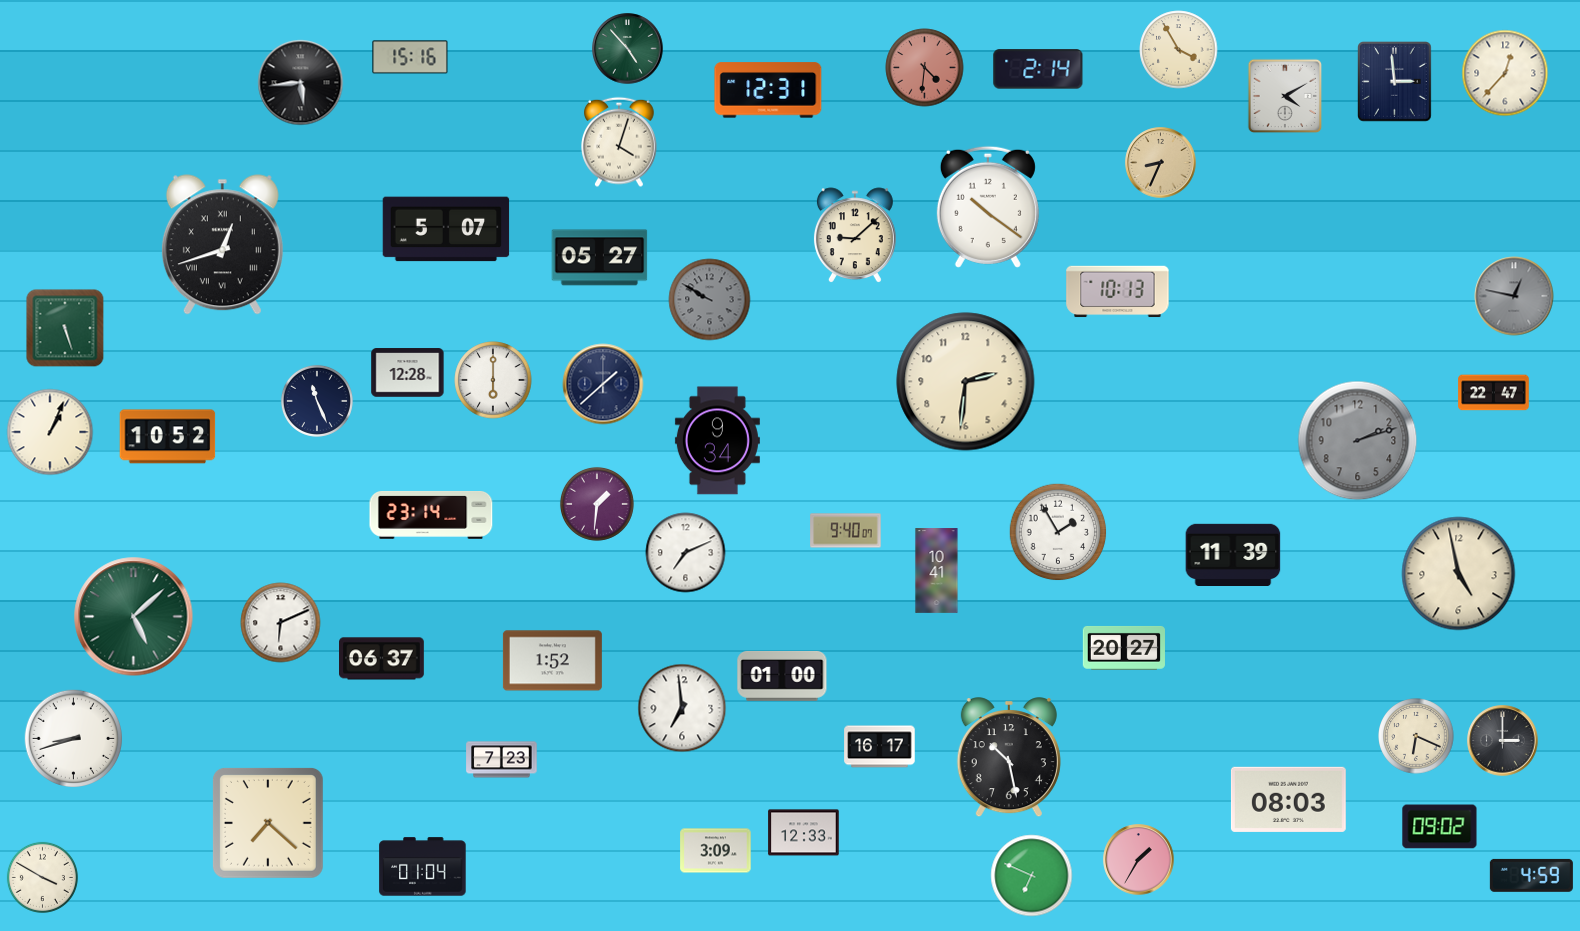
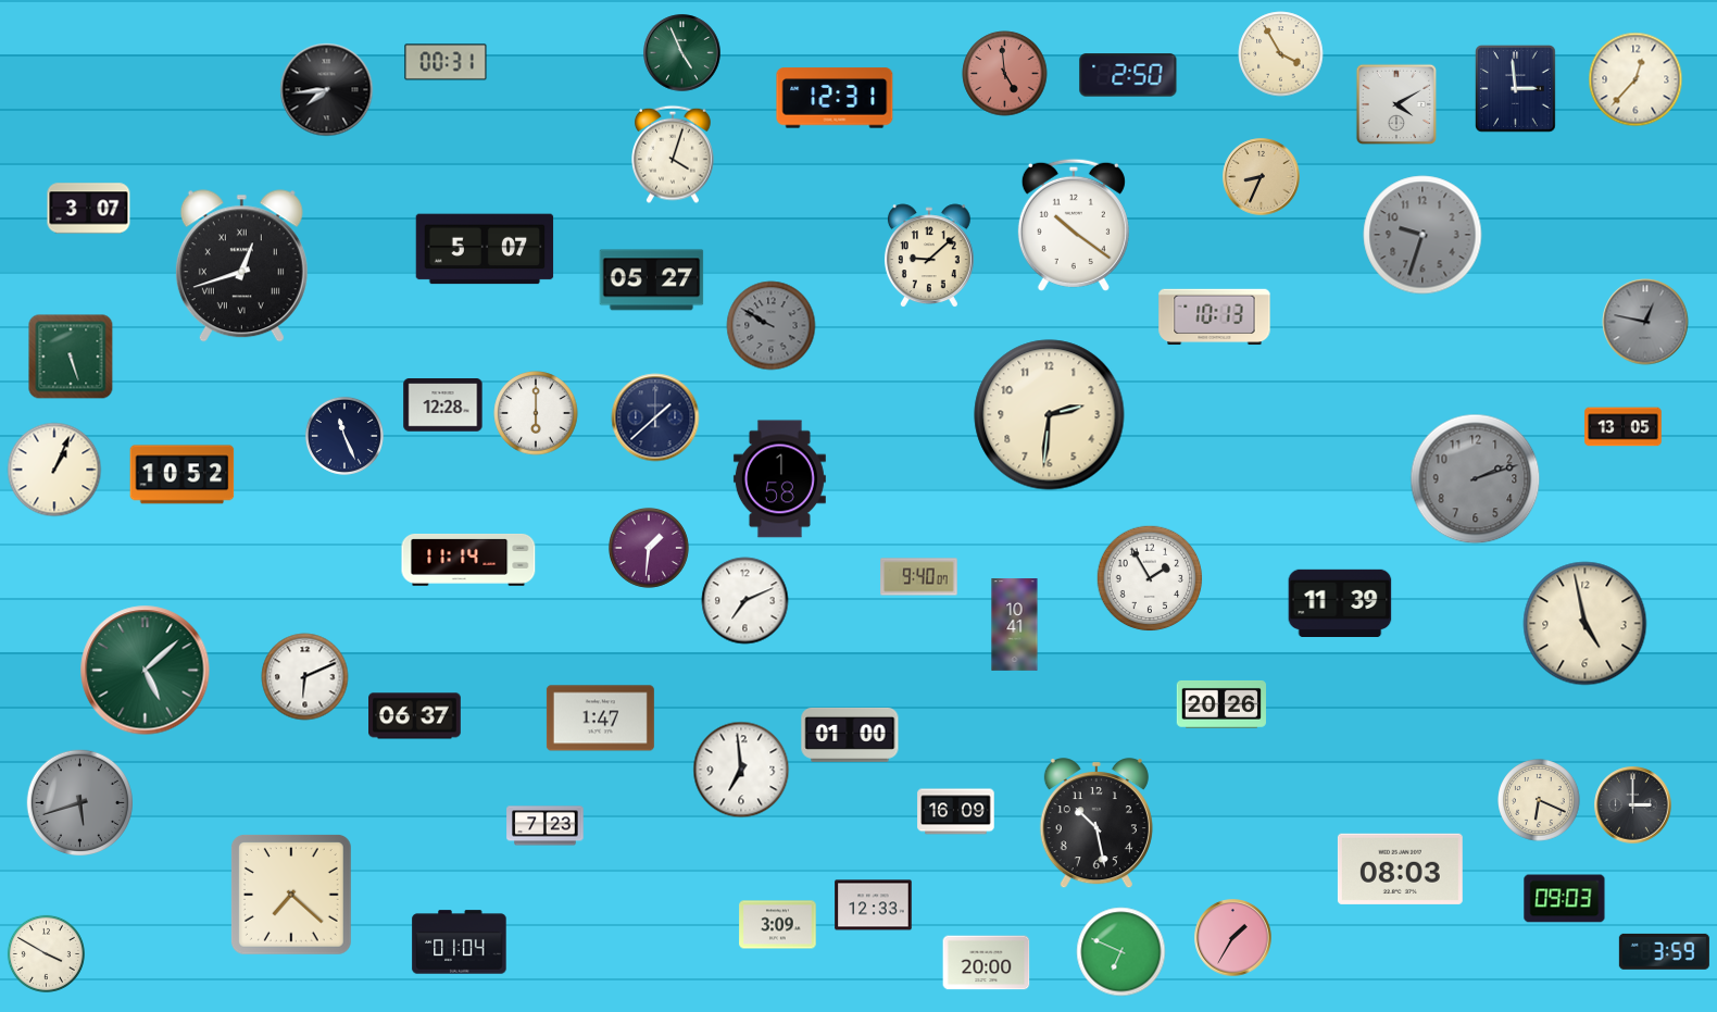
clock at (628, 49): 4:53 -> 4:56
clock at (410, 57): 15:16 -> 00:31
clock at (925, 68): 4:31 -> 4:59
clock at (1038, 69): 2:14 -> 2:50
clock at (301, 83): 5:44 -> 7:44
clock at (89, 209): none -> 3:07
clock at (1423, 235): none -> 9:33
clock at (1494, 393): 22:47 -> 13:05
clock at (717, 441): 9:34 -> 1:58
clock at (431, 516): 23:14 -> 11:14
clock at (937, 571) position: (937, 571) -> (1015, 625)
clock at (1124, 648): 20:27 -> 20:26
clock at (552, 661): 1:52 -> 1:47
clock at (73, 738): 8:42 -> 5:42
clock at (73, 738) dial: white -> grey
clock at (880, 747): 16:17 -> 16:09
clock at (1440, 827): 09:02 -> 09:03
clock at (1139, 860) position: (1139, 860) -> (1233, 938)
clock at (1531, 875): 4:59 -> 3:59
clock at (987, 963): none -> 20:00
